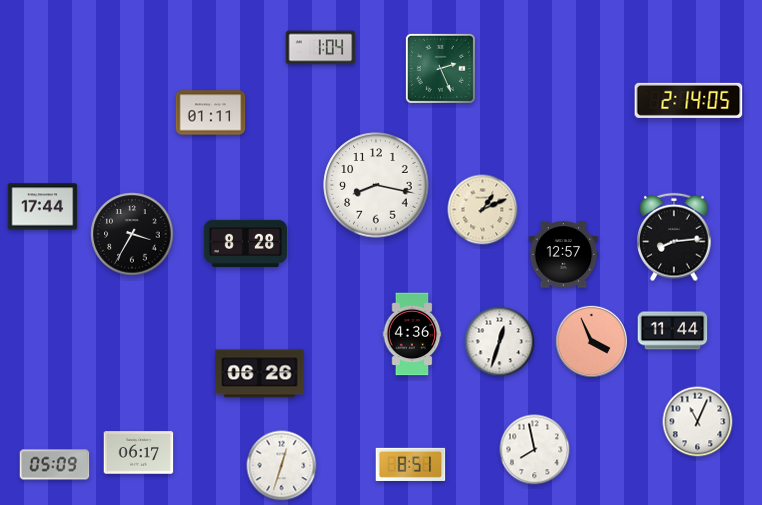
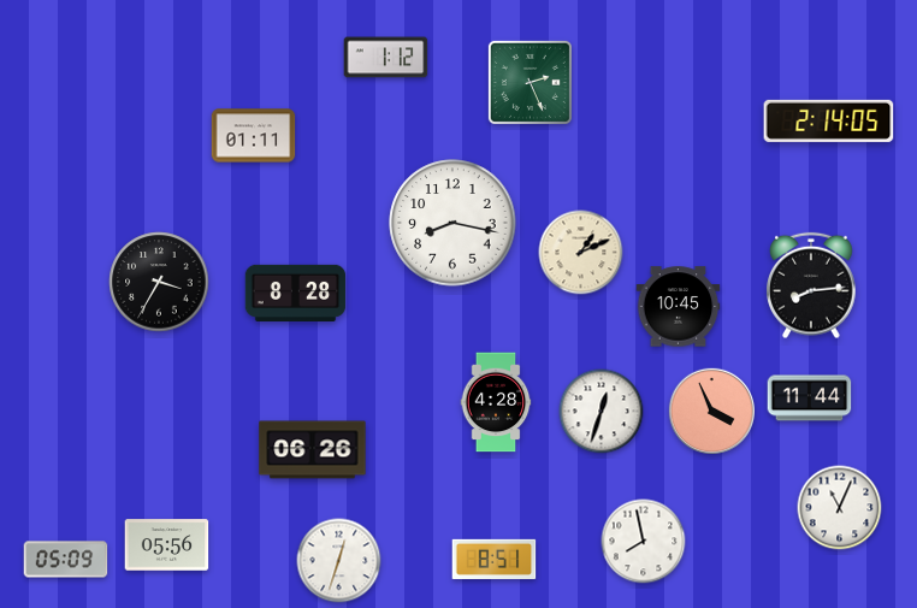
clock at (321, 48): 1:04 -> 1:12
clock at (43, 207): 17:44 -> none
clock at (564, 255): 12:57 -> 10:45
clock at (412, 334): 4:36 -> 4:28
clock at (139, 453): 06:17 -> 05:56
